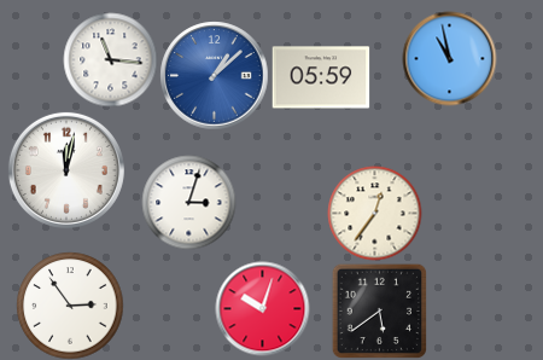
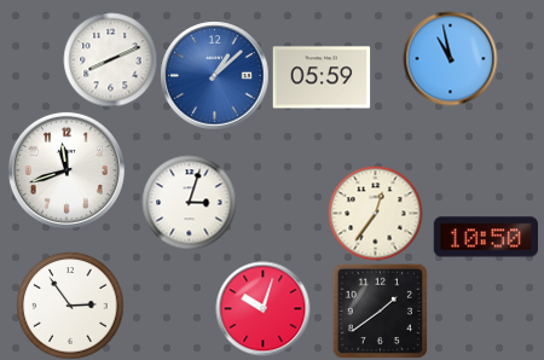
clock at (110, 59): 11:16 -> 8:11
clock at (66, 170): 12:02 -> 11:42
clock at (486, 237): none -> 10:50
clock at (379, 310): 5:39 -> 1:39
